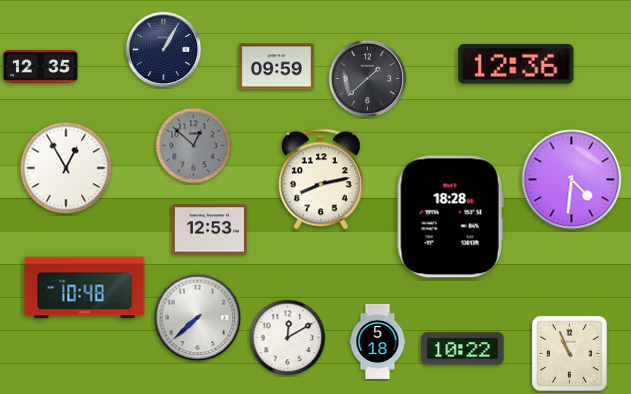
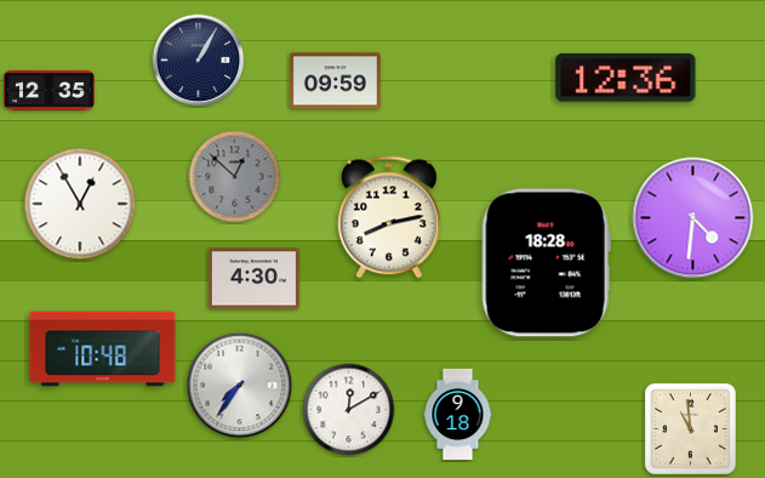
clock at (40, 67) position: (40, 67) -> (48, 91)
clock at (368, 79): 1:38 -> none
clock at (209, 230): 12:53 -> 4:30
clock at (198, 318): 7:38 -> 7:36
clock at (378, 341): 5:18 -> 9:18
clock at (463, 349): 10:22 -> none
clock at (569, 353): 10:56 -> 10:59
